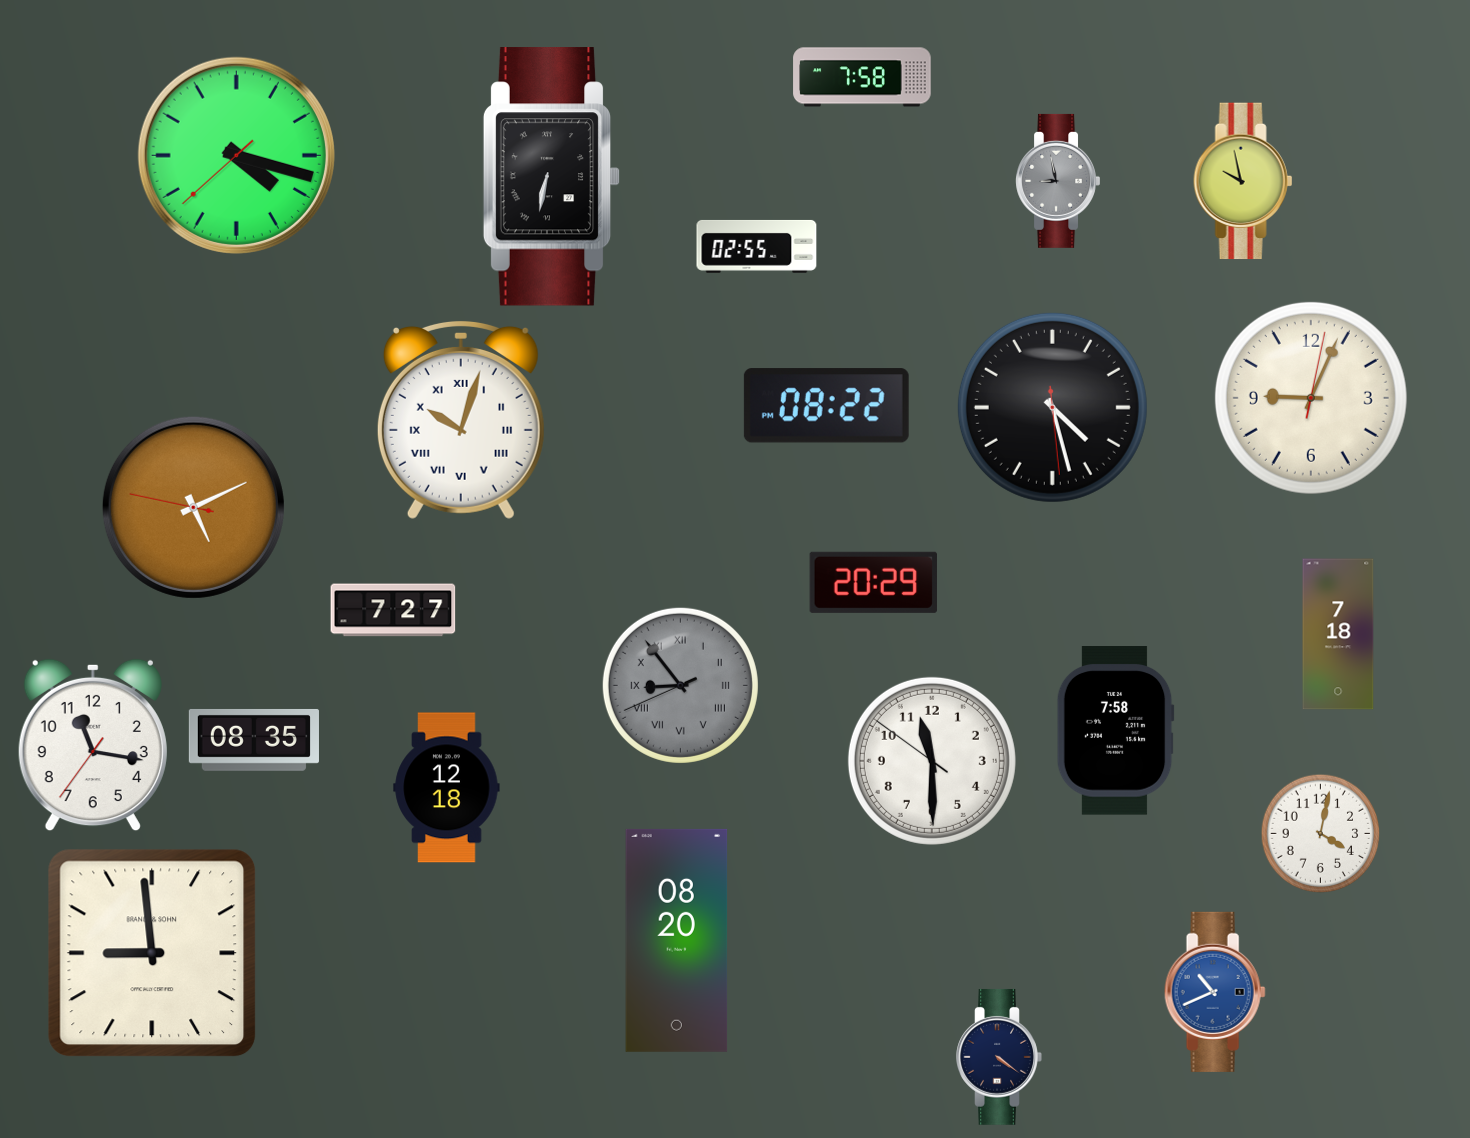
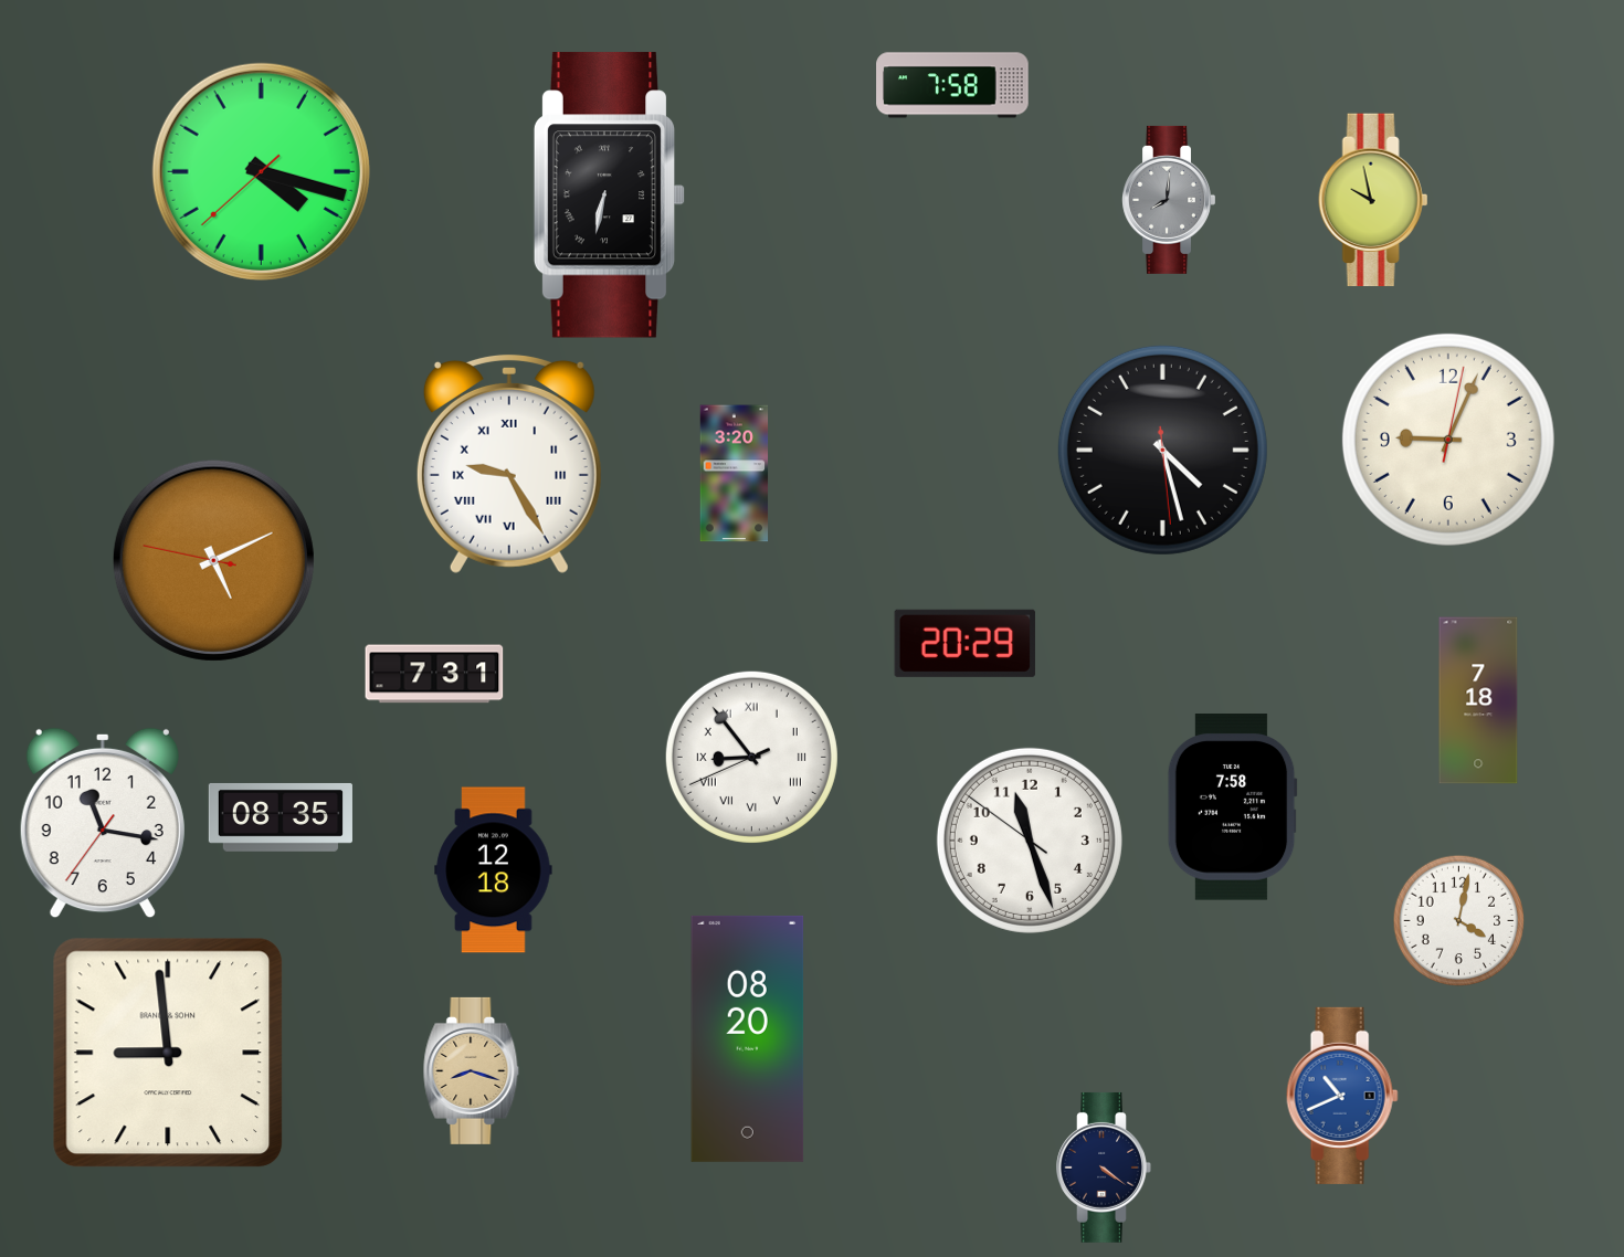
clock at (1057, 181): 8:58 -> 8:01
clock at (757, 246): 02:55 -> none
clock at (826, 406): 08:22 -> none
clock at (461, 419): 10:03 -> 9:25
clock at (735, 474): none -> 3:20
clock at (393, 610): 7:27 -> 7:31
clock at (680, 685) dial: grey -> white
clock at (932, 761): 11:29 -> 11:26
clock at (472, 1070): none -> 8:18
